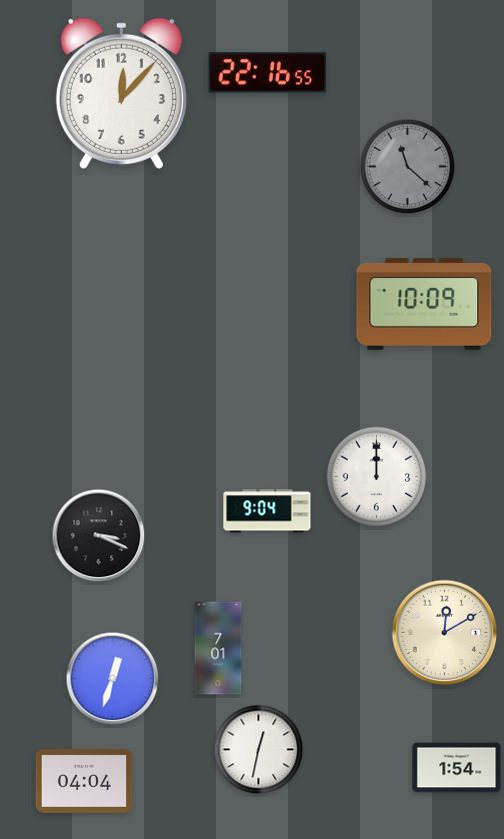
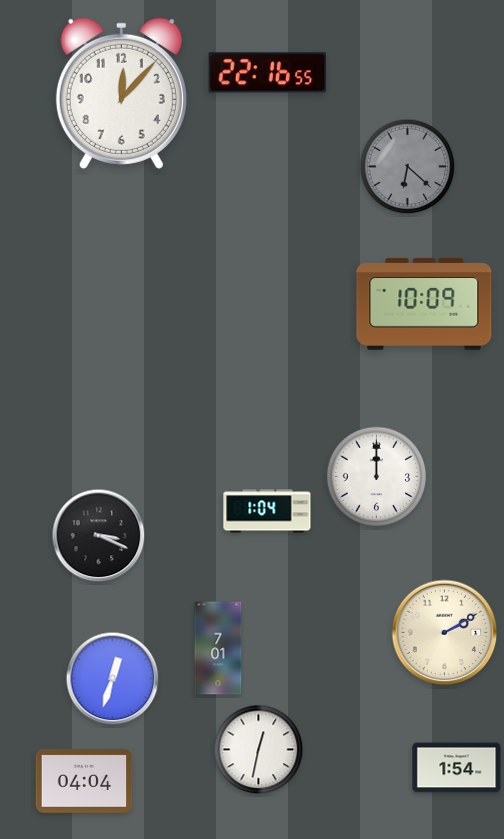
clock at (408, 167): 11:22 -> 6:22
clock at (267, 511): 9:04 -> 1:04
clock at (445, 633): 12:10 -> 2:10
